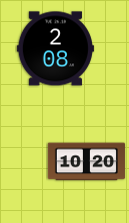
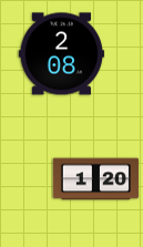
clock at (86, 162): 10:20 -> 1:20
